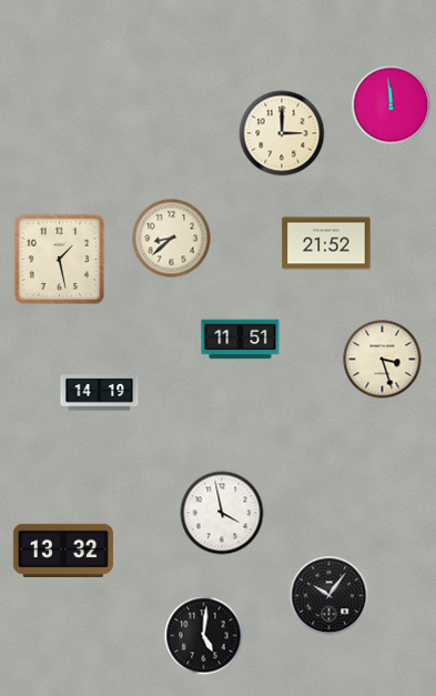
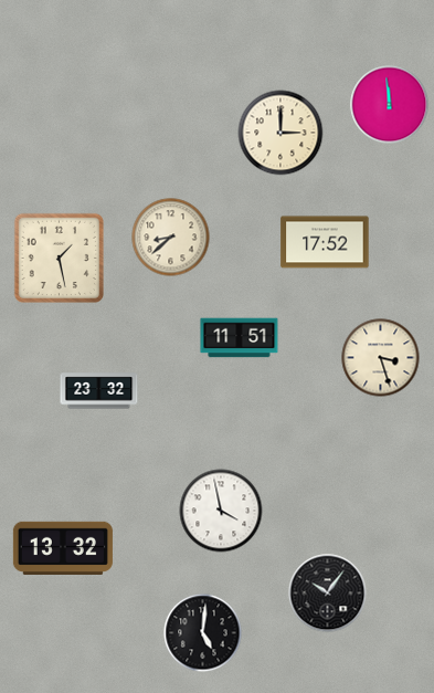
clock at (326, 243): 21:52 -> 17:52
clock at (100, 393): 14:19 -> 23:32
